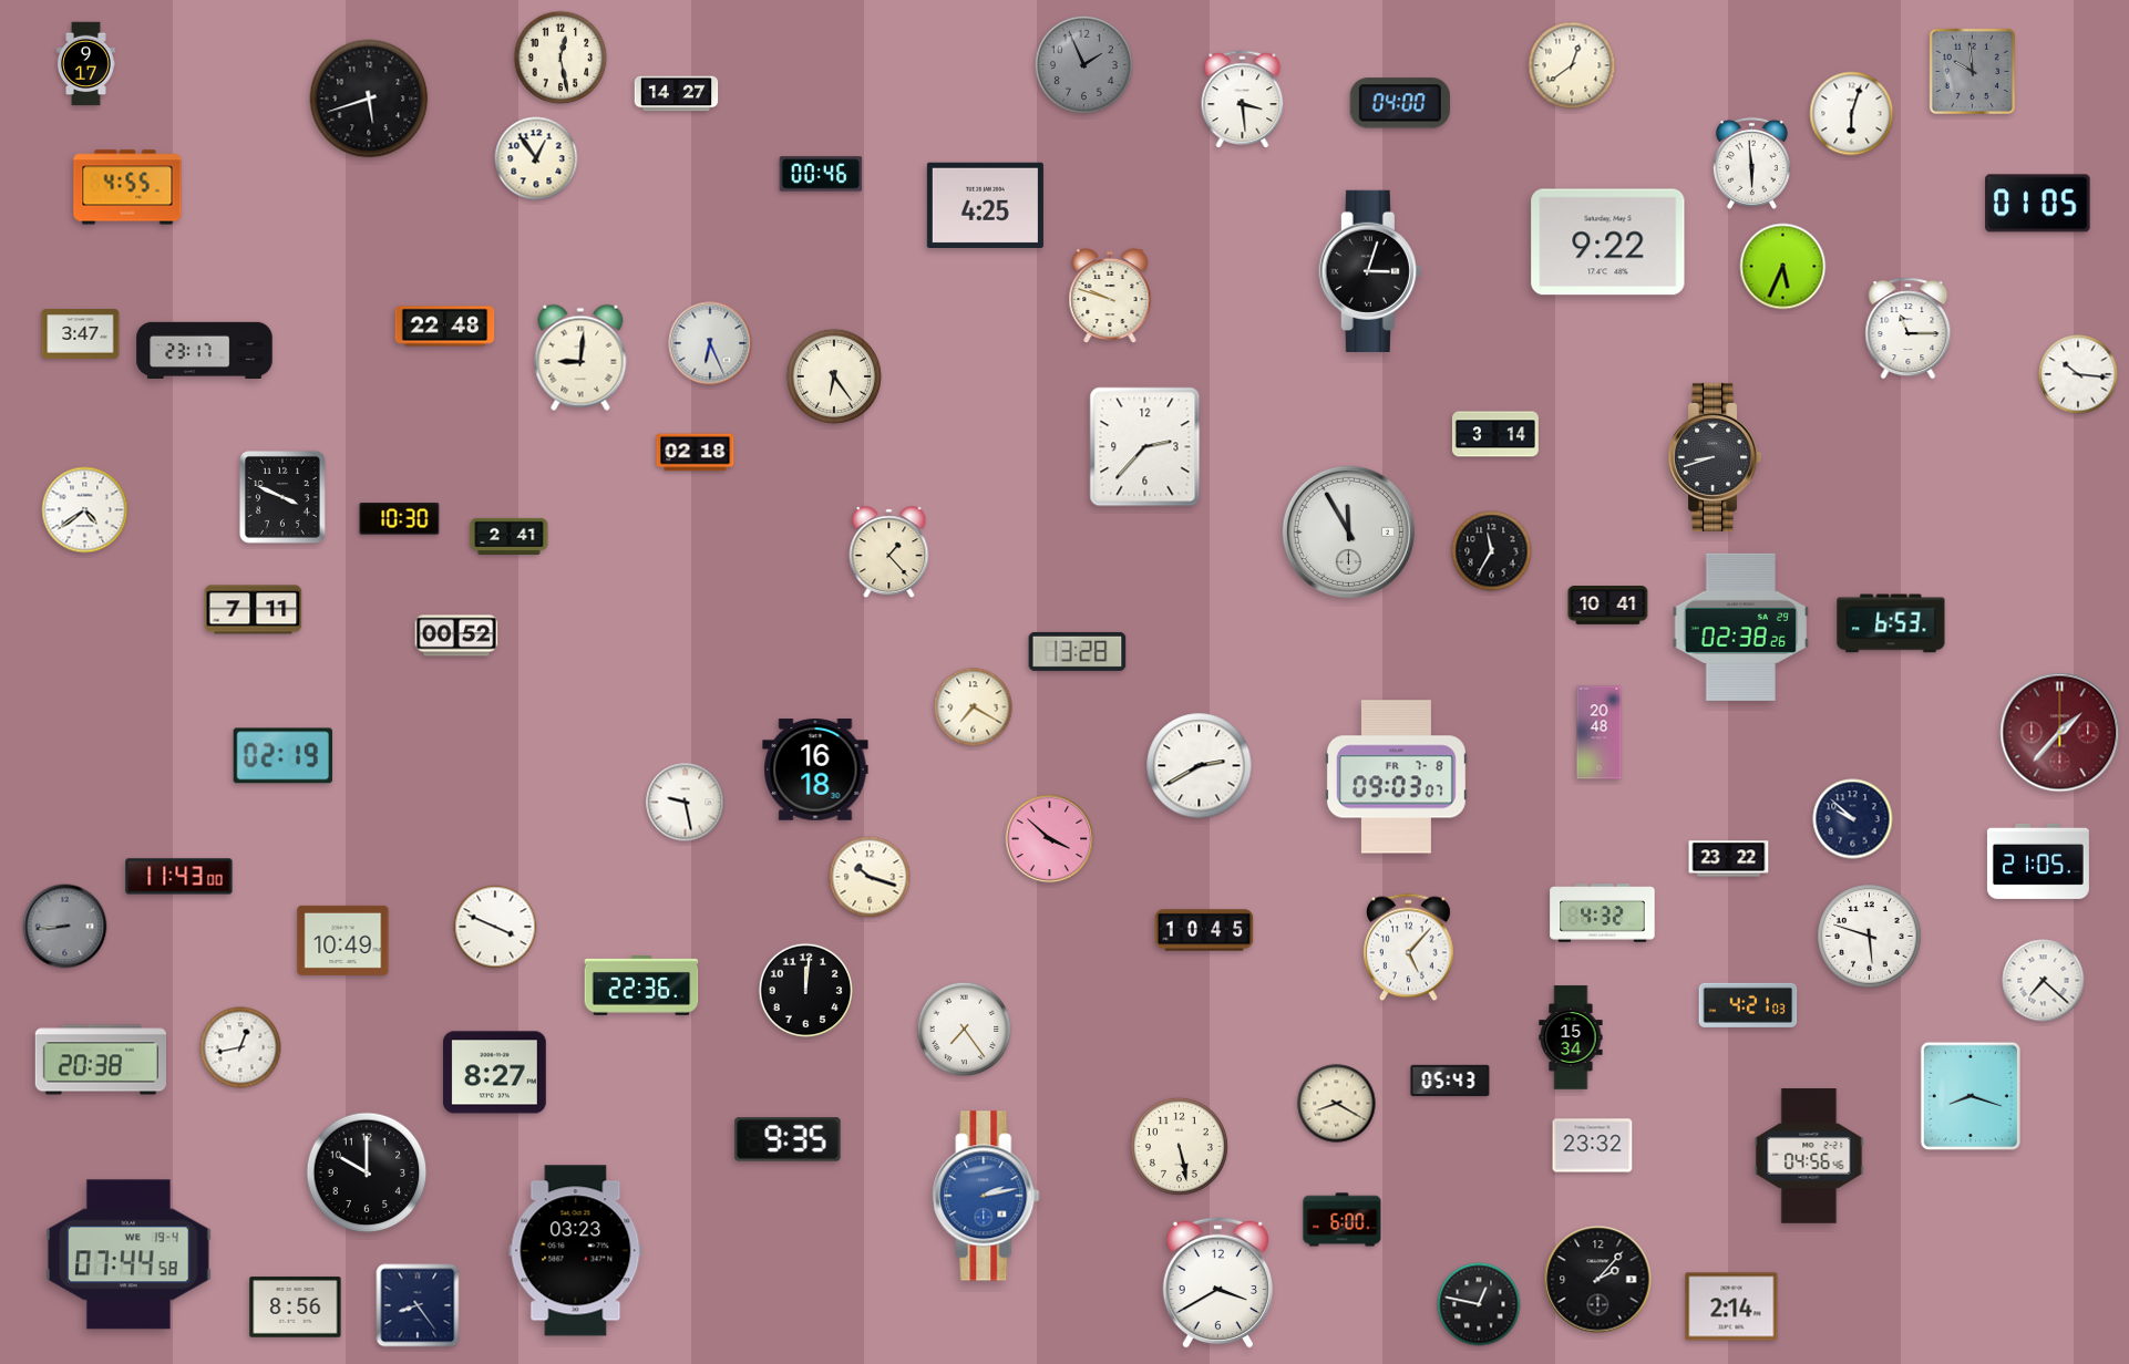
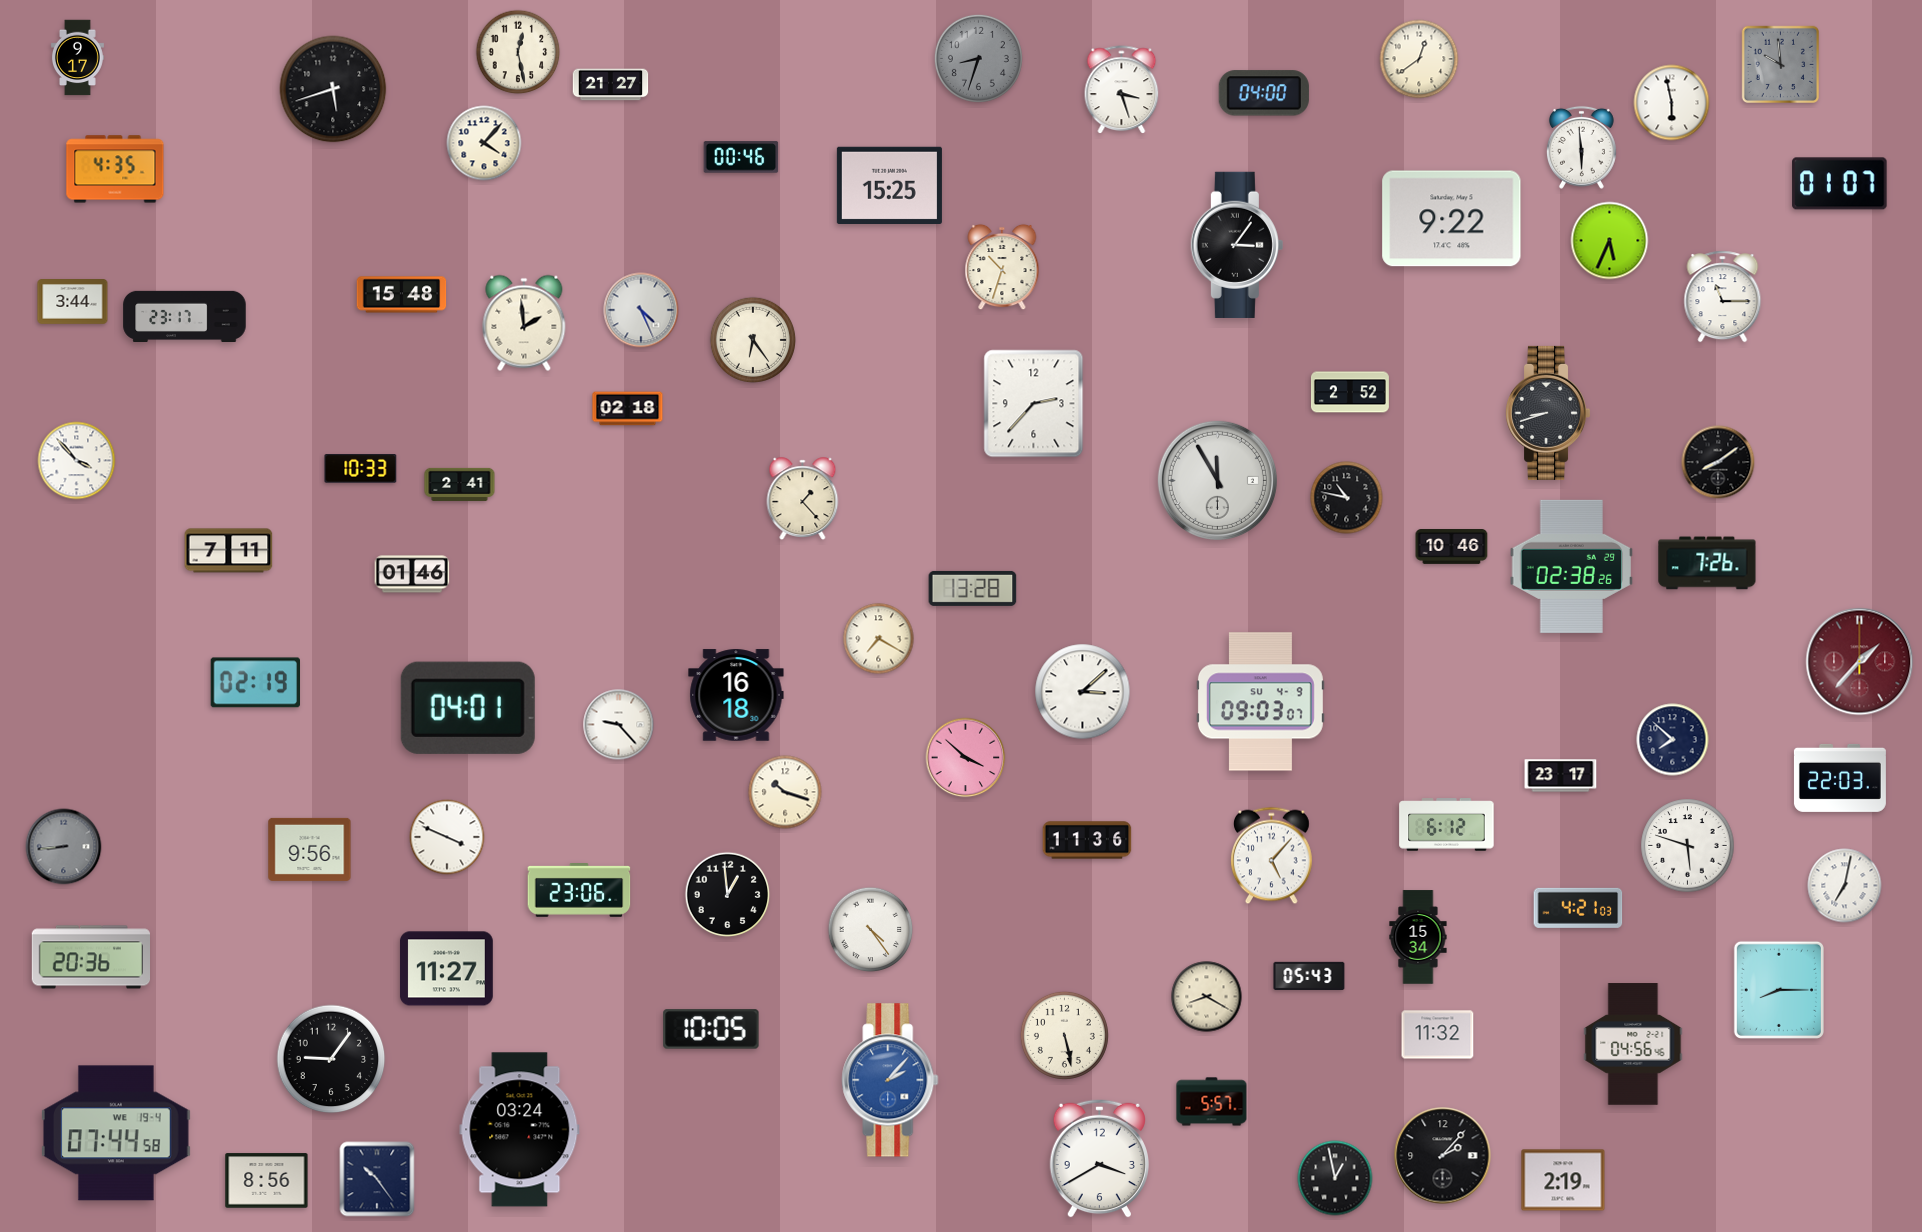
clock at (560, 58) position: (560, 58) -> (518, 52)
clock at (1083, 64): 1:56 -> 8:33
clock at (677, 94): 14:27 -> 21:27
clock at (1243, 99): 3:29 -> 3:27
clock at (1852, 114): 6:03 -> 5:58
clock at (536, 158): 12:54 -> 4:07
clock at (127, 187): 4:55 -> 4:35
clock at (2038, 204): 01:05 -> 01:07
clock at (985, 205): 4:25 -> 15:25
clock at (1370, 271): 3:03 -> 3:06
clock at (1110, 296): 9:48 -> 10:33
clock at (445, 327): 22:48 -> 15:48
clock at (81, 334): 3:47 -> 3:44
clock at (710, 343): 6:26 -> 4:26
clock at (580, 358): 9:01 -> 1:59
clock at (2078, 374): 10:16 -> none
clock at (1495, 434): 3:14 -> 2:52
clock at (282, 497): 3:49 -> none
clock at (85, 510): 4:39 -> 3:53
clock at (1718, 462): none -> 8:09
clock at (400, 519): 10:30 -> 10:33
clock at (1492, 551): 11:35 -> 10:47
clock at (1608, 606): 10:41 -> 10:46
clock at (1891, 623): 6:53 -> 7:26
clock at (456, 635): 00:52 -> 01:46
clock at (1600, 733): 20:48 -> none
clock at (1200, 766): 2:40 -> 3:08
clock at (1396, 777) date: FR 7-8 -> SU 4-9
clock at (468, 708): none -> 04:01
clock at (686, 803): 9:28 -> 9:23
clock at (1853, 819): 9:52 -> 7:52
clock at (1050, 839) position: (1050, 839) -> (966, 758)
clock at (1729, 859): 23:22 -> 23:17
clock at (2038, 861): 21:05 -> 22:03
clock at (179, 877): 11:43 -> none
clock at (1603, 913): 4:32 -> 6:12
clock at (65, 927) position: (65, 927) -> (64, 847)
clock at (1204, 930): 10:45 -> 11:36
clock at (343, 940): 10:49 -> 9:56
clock at (2044, 981): 7:22 -> 7:02
clock at (641, 986): 22:36 -> 23:06
clock at (806, 991): 12:01 -> 12:59
clock at (965, 1030): 7:24 -> 4:24
clock at (240, 1047): 12:43 -> none
clock at (100, 1060): 20:38 -> 20:36
clock at (495, 1073): 8:27 -> 11:27
clock at (1971, 1096): 8:18 -> 8:15
clock at (788, 1139): 9:35 -> 10:05
clock at (1593, 1146): 23:32 -> 11:32
clock at (367, 1172): 10:00 -> 9:06
clock at (986, 1196): 2:13 -> 2:07
clock at (1343, 1220): 6:00 -> 5:57
clock at (576, 1251): 03:23 -> 03:24
clock at (1479, 1304): 12:47 -> 12:58
clock at (418, 1305): 8:24 -> 10:24
clock at (1731, 1306): 2:14 -> 2:19
